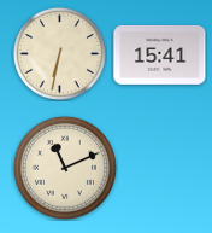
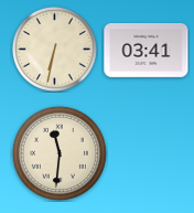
clock at (160, 54): 15:41 -> 03:41
clock at (65, 168): 11:11 -> 11:31
